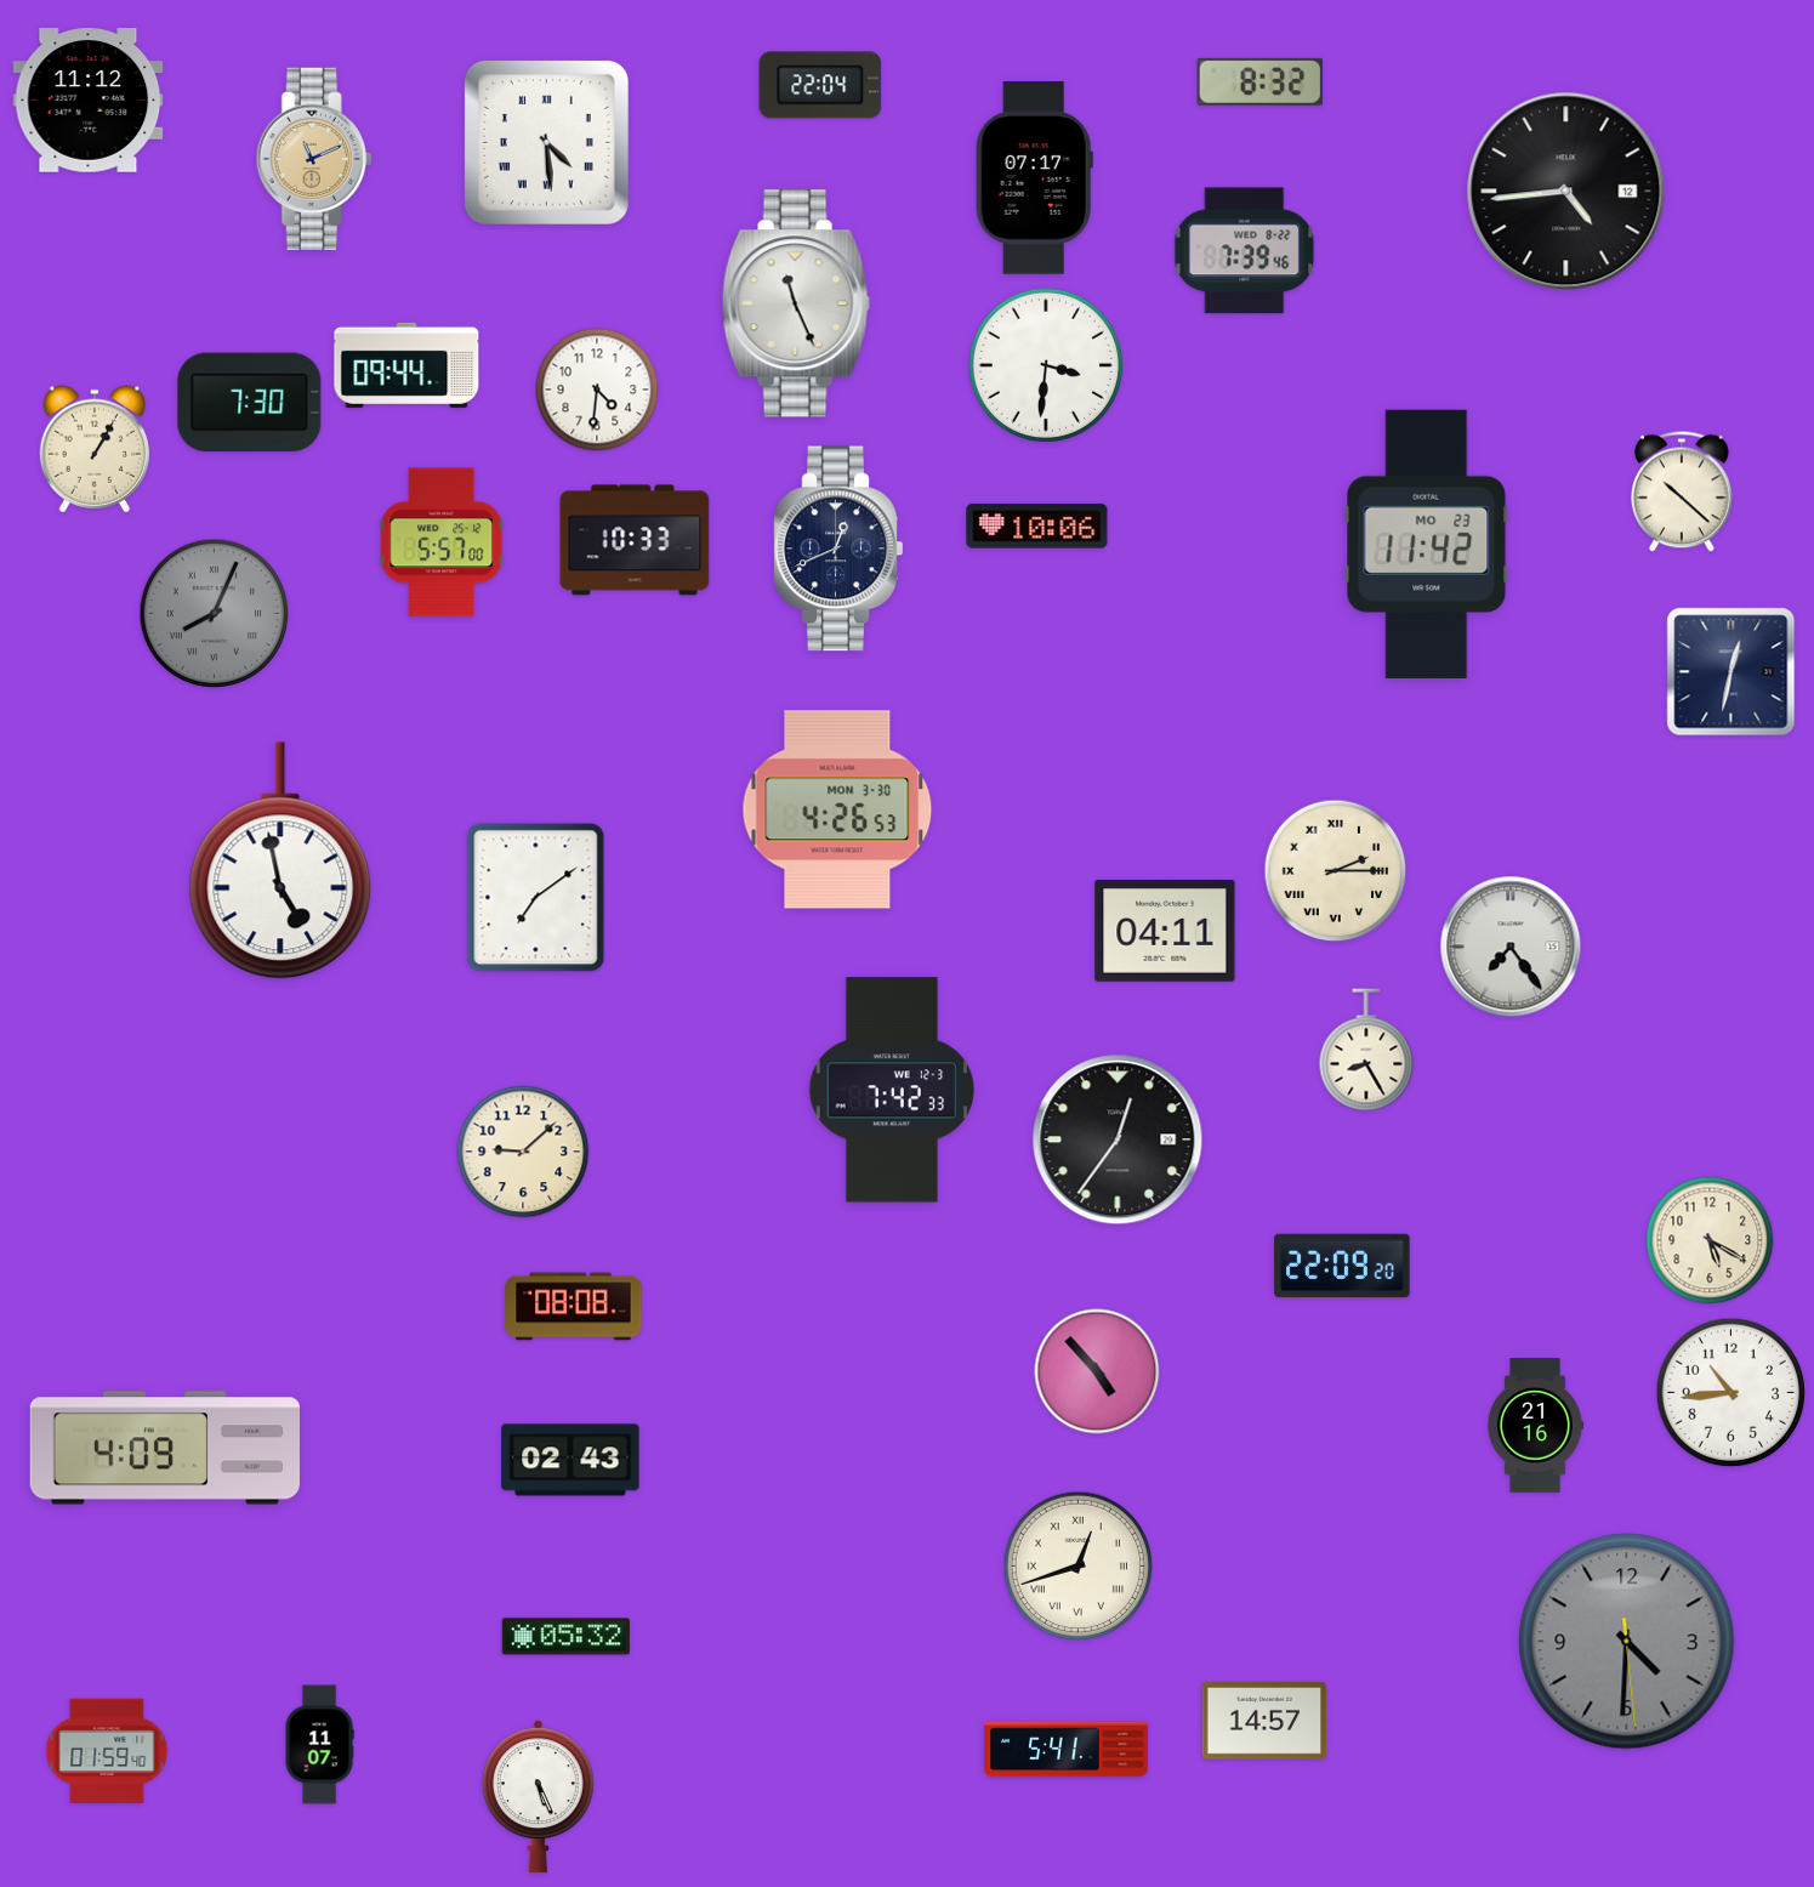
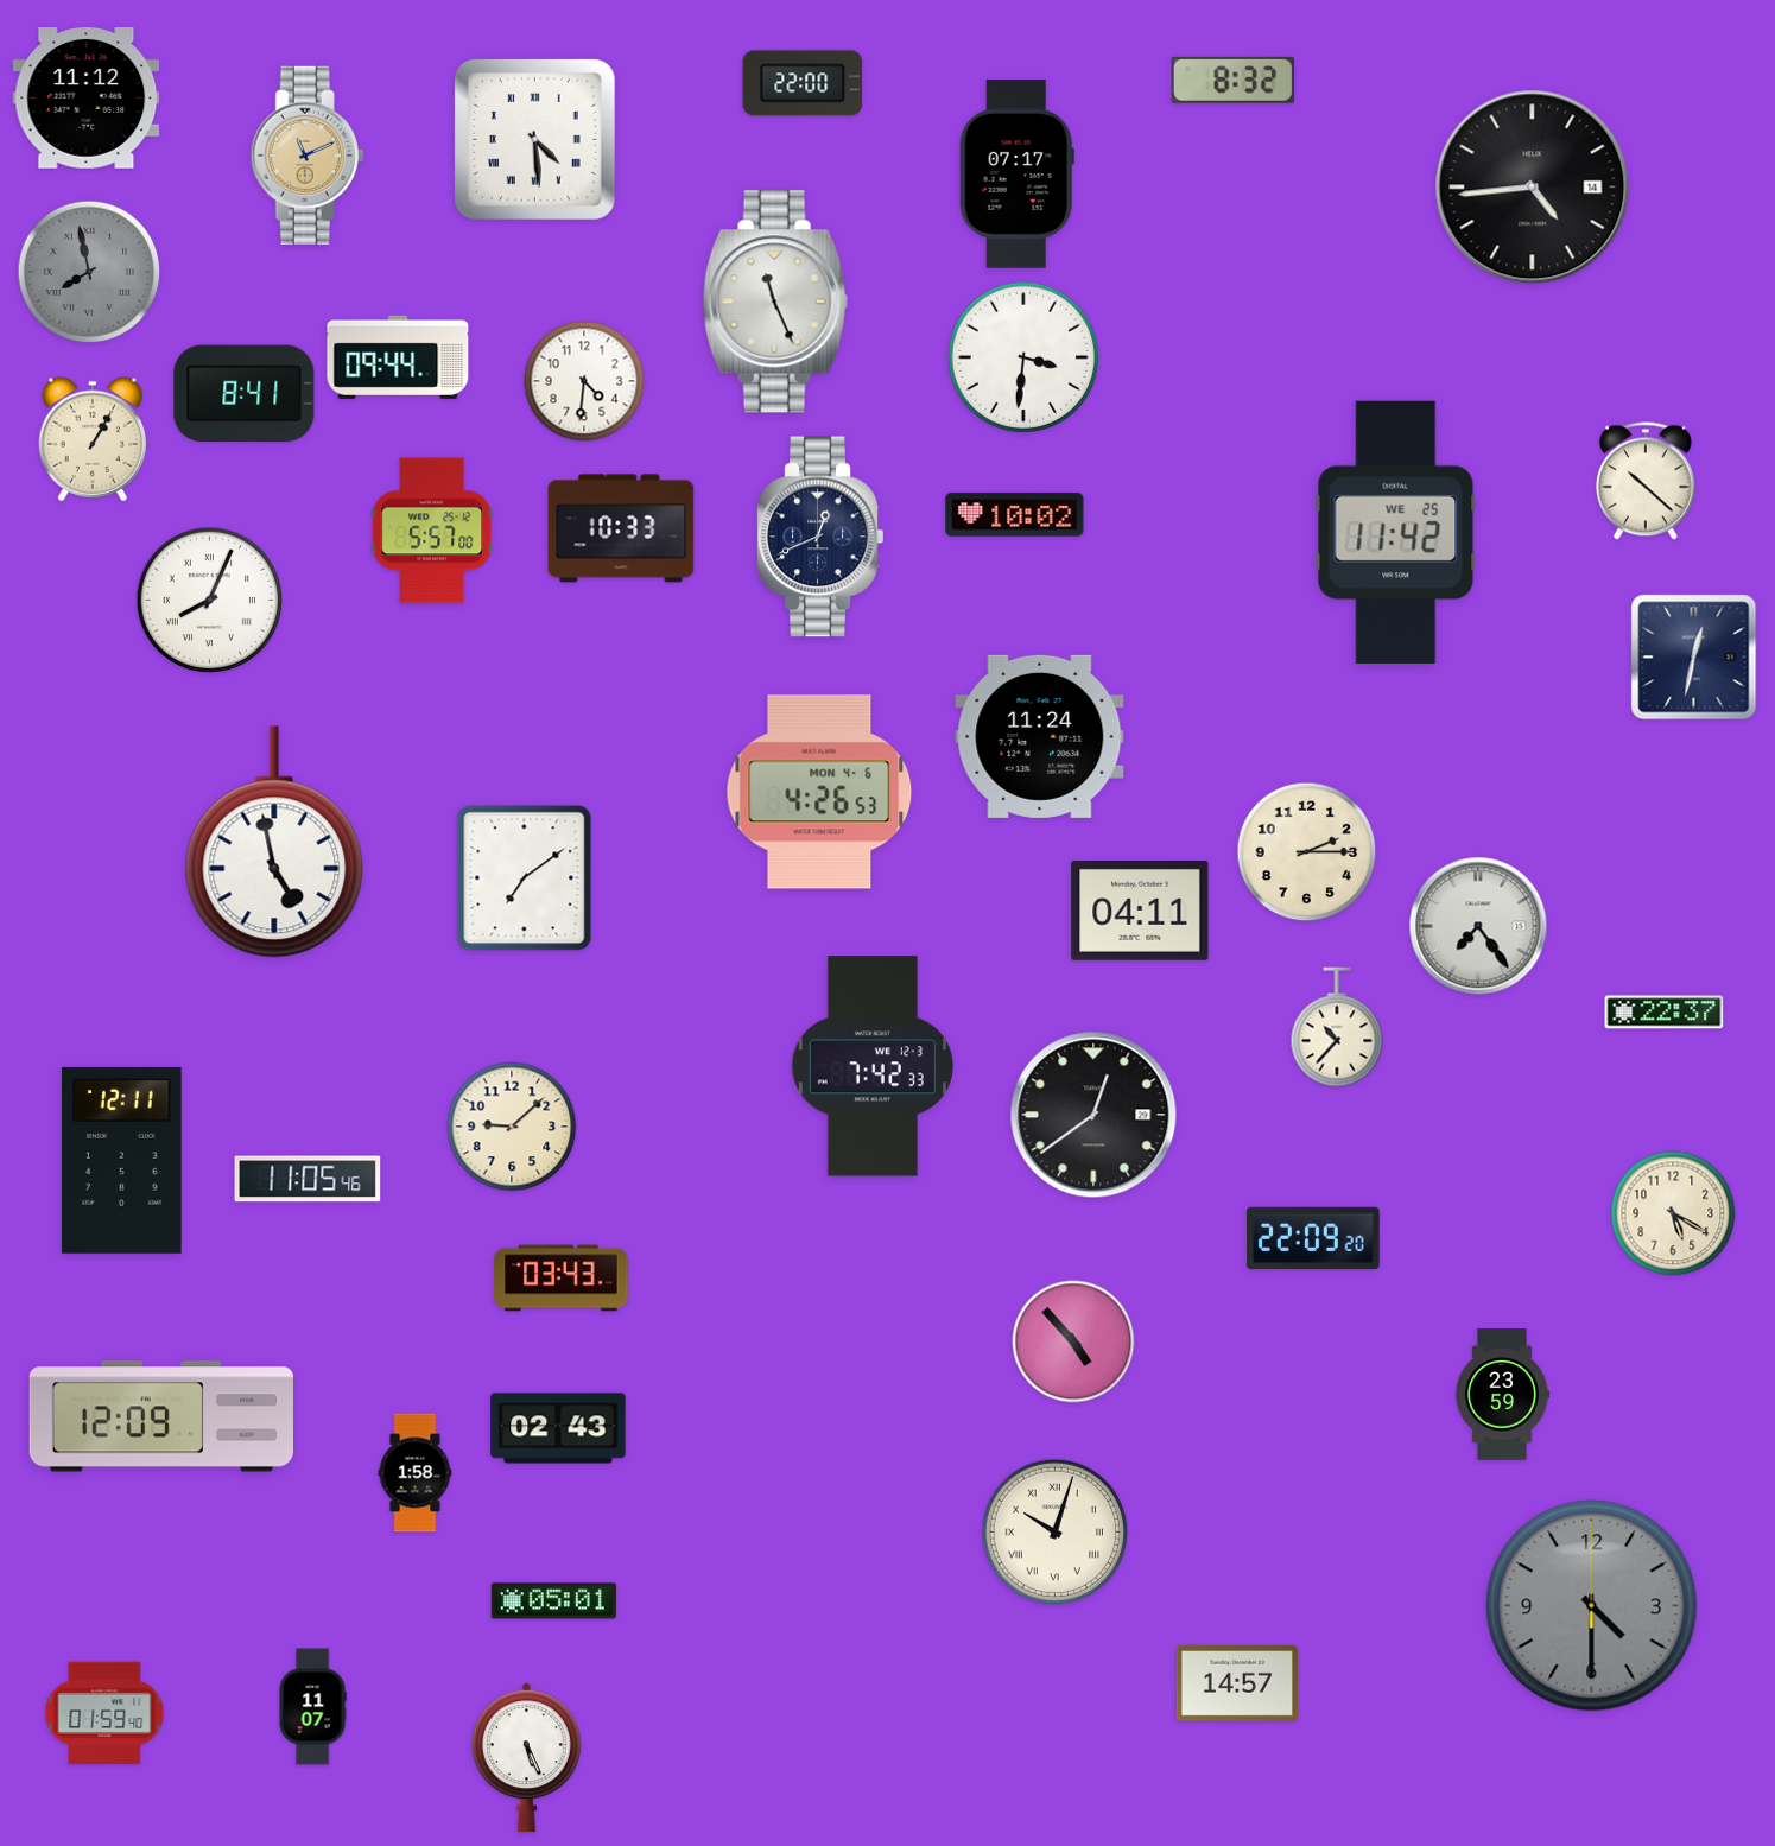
clock at (820, 85): 22:04 -> 22:00
clock at (1034, 178) position: (1034, 178) -> (1016, 175)
clock at (1566, 192) date: 12 -> 14
clock at (1245, 251): 7:39 -> none
clock at (89, 272): none -> 7:58
clock at (796, 303) position: (796, 303) -> (775, 302)
clock at (250, 403): 7:30 -> 8:41
clock at (1037, 527): 10:06 -> 10:02
clock at (1427, 544) date: MO 23 -> WE 25
clock at (215, 614) dial: grey -> white
clock at (1040, 736): none -> 11:24
clock at (837, 809) date: MON 3-30 -> MON 4-6
clock at (1336, 871) numerals: Roman -> Arabic
clock at (1665, 1013): none -> 22:37
clock at (1366, 1050): 8:25 -> 10:37
clock at (1118, 1139): 12:36 -> 12:39
clock at (122, 1160): none -> 12:11
clock at (308, 1179): none -> 11:05
clock at (574, 1307): 08:08 -> 03:43
clock at (1731, 1393): 10:44 -> none
clock at (1535, 1426): 21:16 -> 23:59
clock at (164, 1448): 4:09 -> 12:09
clock at (416, 1473): none -> 1:58
clock at (1079, 1567): 12:42 -> 10:03
clock at (565, 1637): 05:32 -> 05:01
clock at (1627, 1642): 4:30:29 -> 4:30:00
clock at (1067, 1750): 5:41 -> none
